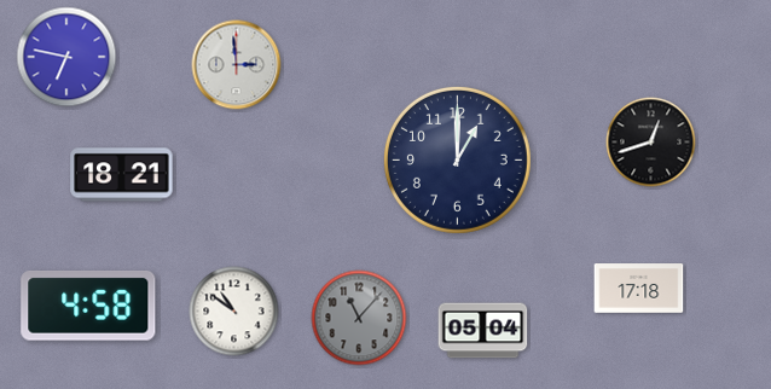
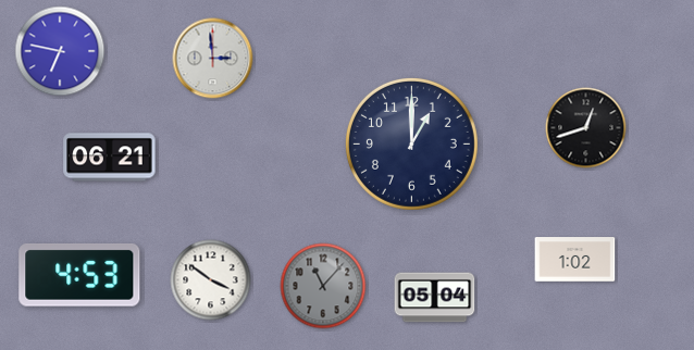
clock at (122, 175): 18:21 -> 06:21
clock at (639, 289): 17:18 -> 1:02
clock at (88, 306): 4:58 -> 4:53
clock at (234, 312): 10:51 -> 3:51
